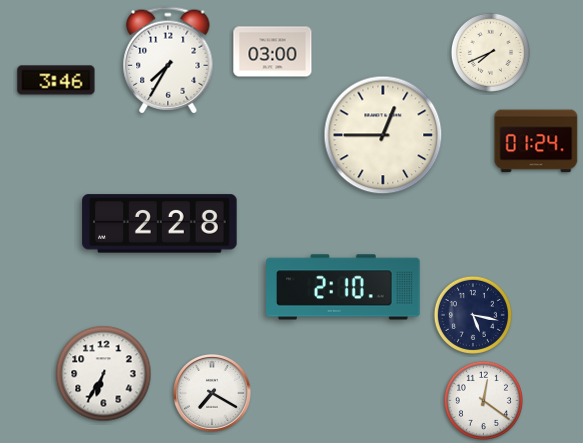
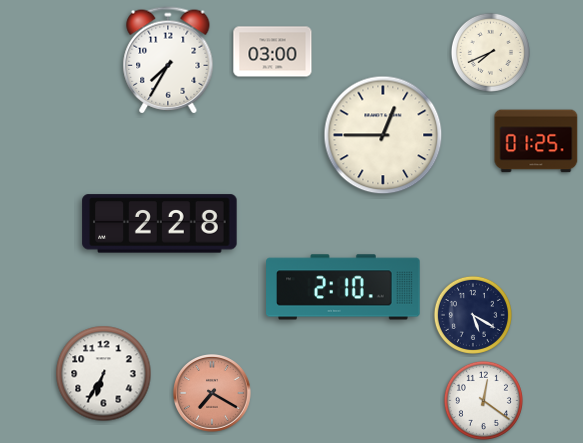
clock at (56, 80): 3:46 -> none
clock at (536, 141): 01:24 -> 01:25
clock at (473, 315): 5:17 -> 5:20
clock at (213, 394) dial: white -> salmon
